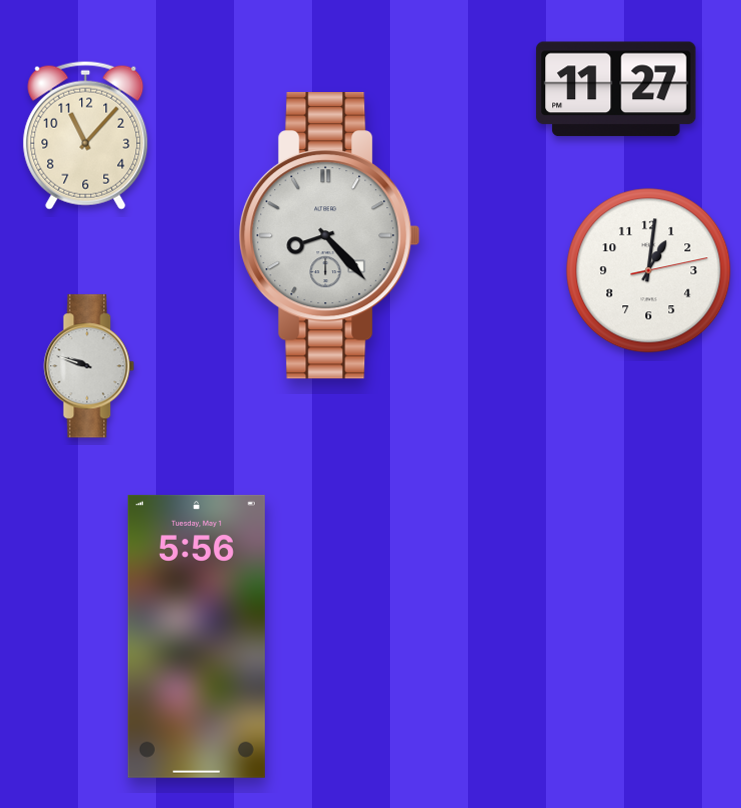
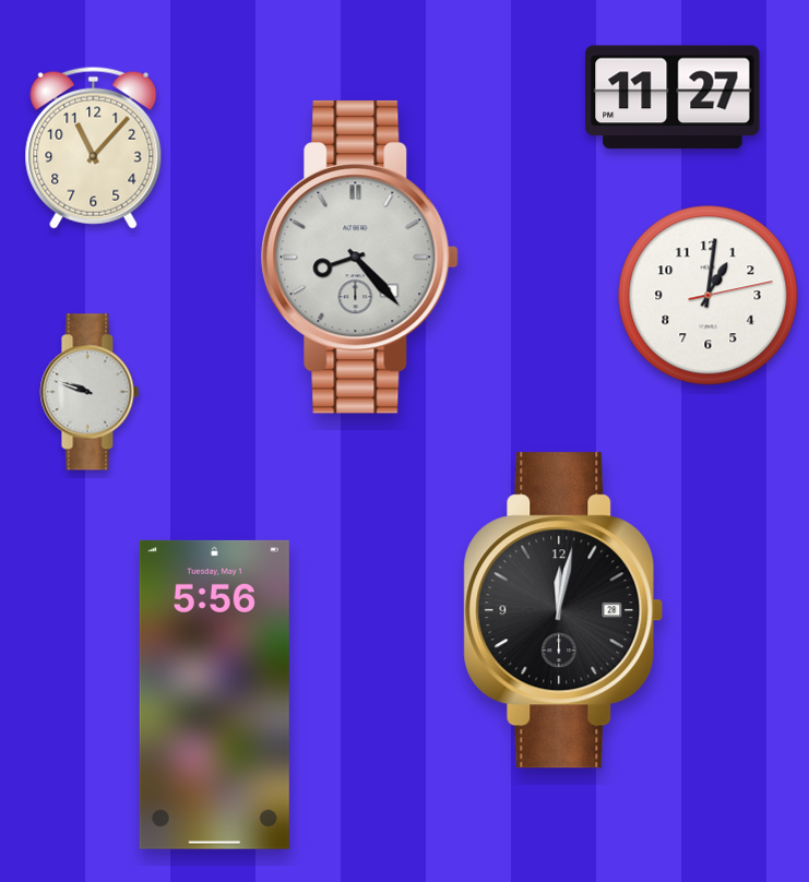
clock at (89, 366) position: (89, 366) -> (90, 392)
clock at (563, 610): none -> 12:02
